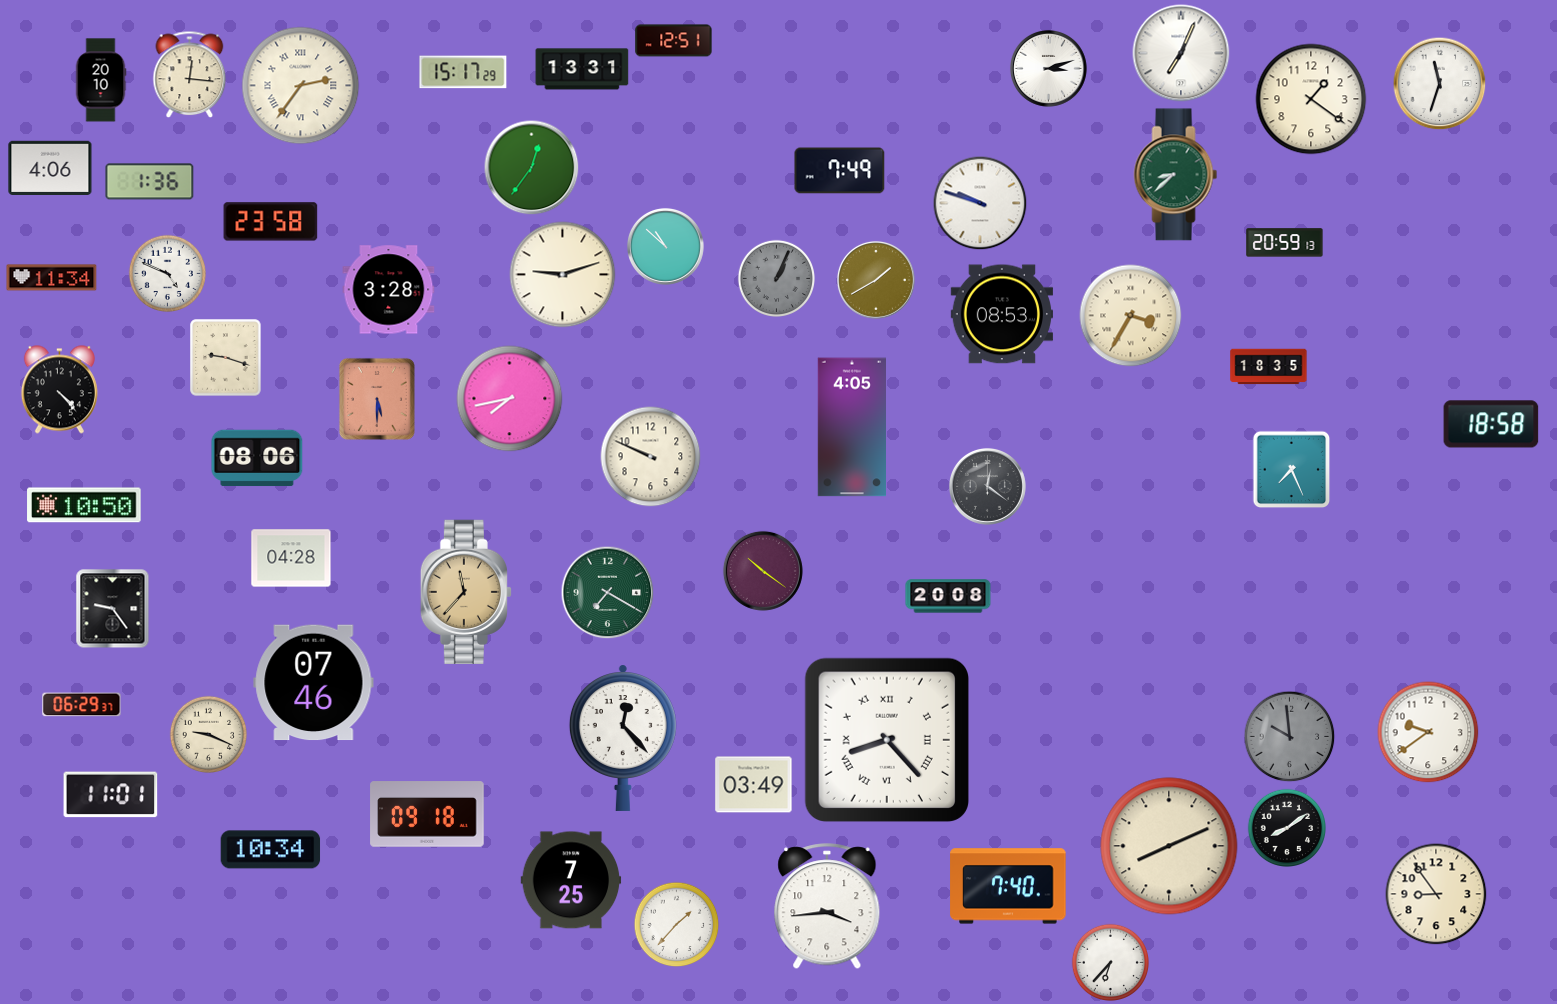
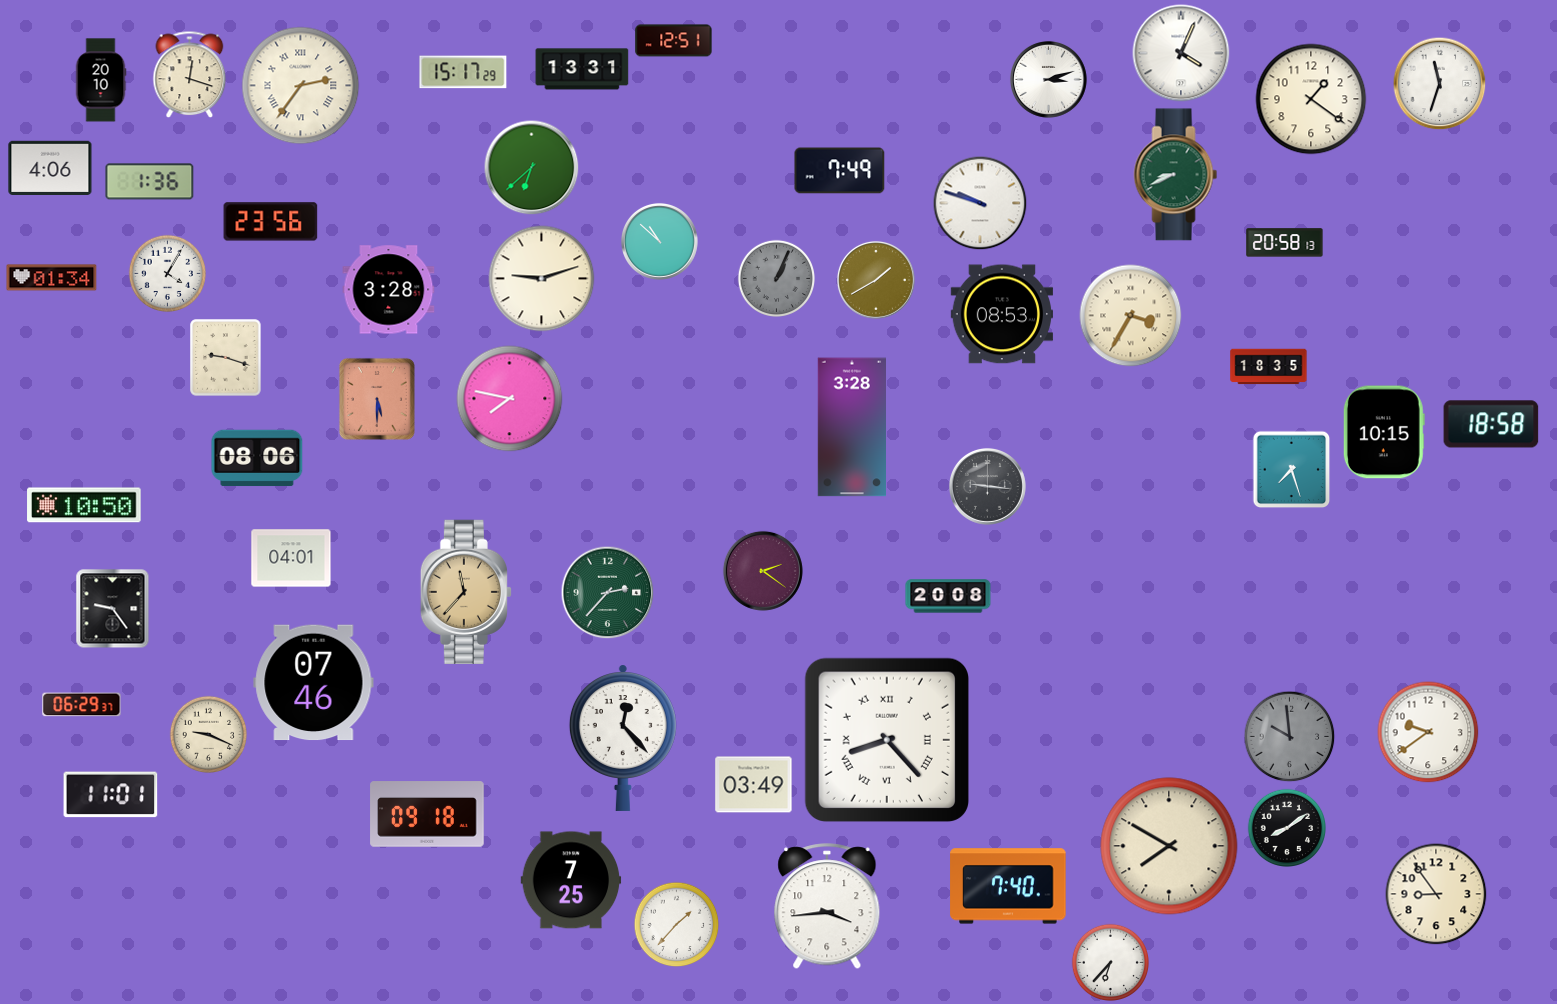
clock at (1181, 53): 7:04 -> 4:04
clock at (1048, 68) position: (1048, 68) -> (1048, 79)
clock at (190, 74): 12:16 -> 12:18
clock at (531, 167): 12:36 -> 6:38
clock at (1176, 175): 8:38 -> 8:41
clock at (271, 222): 23:58 -> 23:56
clock at (1285, 243): 20:59 -> 20:58
clock at (665, 246) position: (665, 246) -> (659, 241)
clock at (167, 273): 4:49 -> 4:05
clock at (563, 275) position: (563, 275) -> (542, 279)
clock at (52, 278): 11:34 -> 01:34
clock at (59, 390): 4:23 -> none
clock at (510, 399): 7:43 -> 7:47
clock at (851, 427): 4:05 -> 3:28
clock at (1384, 432): none -> 10:15
clock at (651, 457): 9:49 -> none
clock at (1291, 469): 7:26 -> 7:27
clock at (987, 486): 12:21 -> 9:16
clock at (291, 558): 04:28 -> 04:01
clock at (763, 571): 10:21 -> 2:21
clock at (607, 592): 7:20 -> 2:37
clock at (1169, 846): 8:11 -> 7:50
clock at (271, 850): 10:34 -> none
